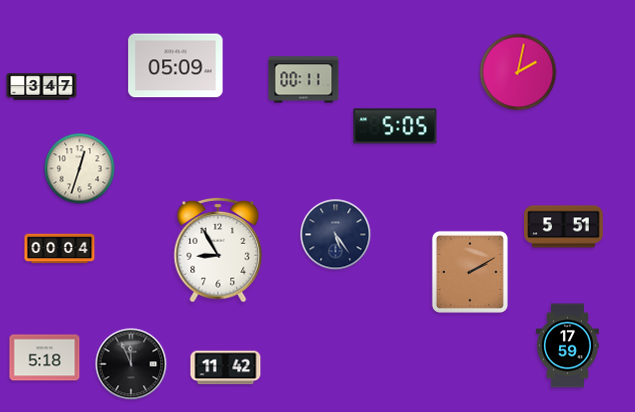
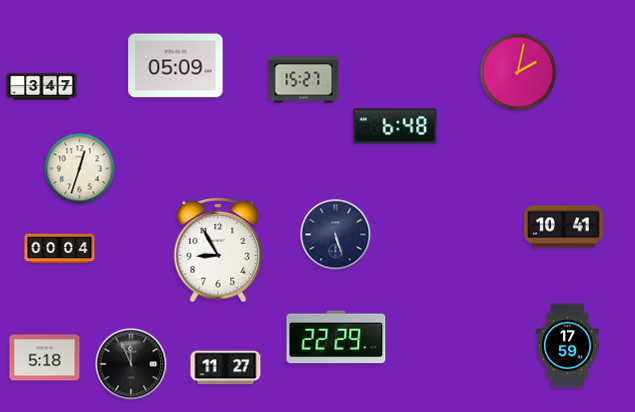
clock at (304, 80): 00:11 -> 15:27
clock at (395, 126): 5:05 -> 6:48
clock at (564, 227): 5:51 -> 10:41
clock at (336, 235): 5:24 -> 5:27
clock at (470, 272): 2:10 -> none
clock at (336, 337): none -> 22:29
clock at (226, 368): 11:42 -> 11:27
